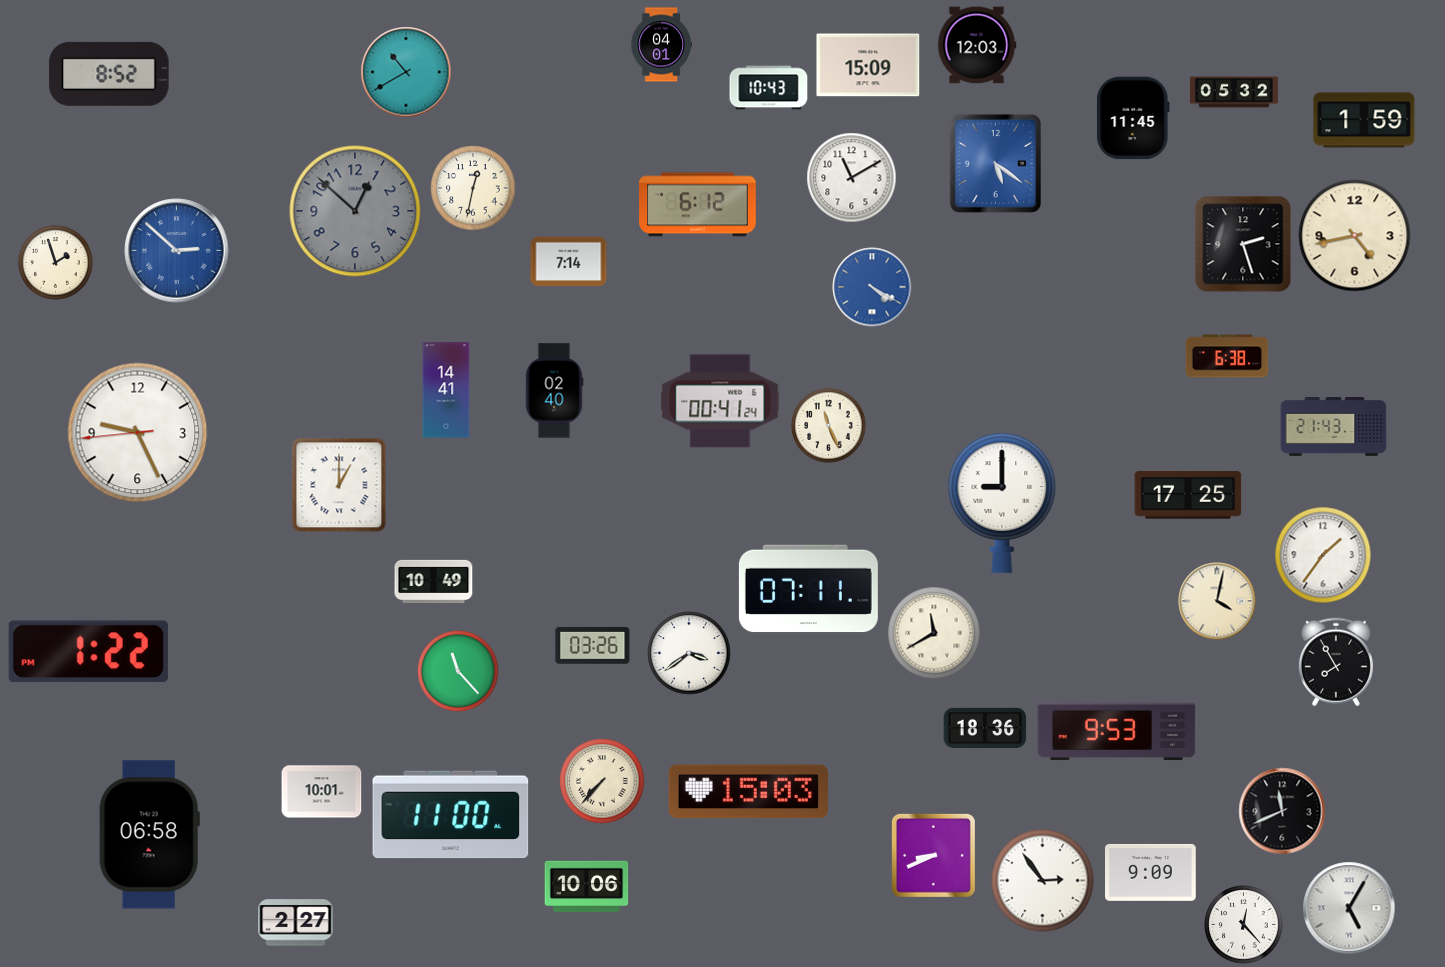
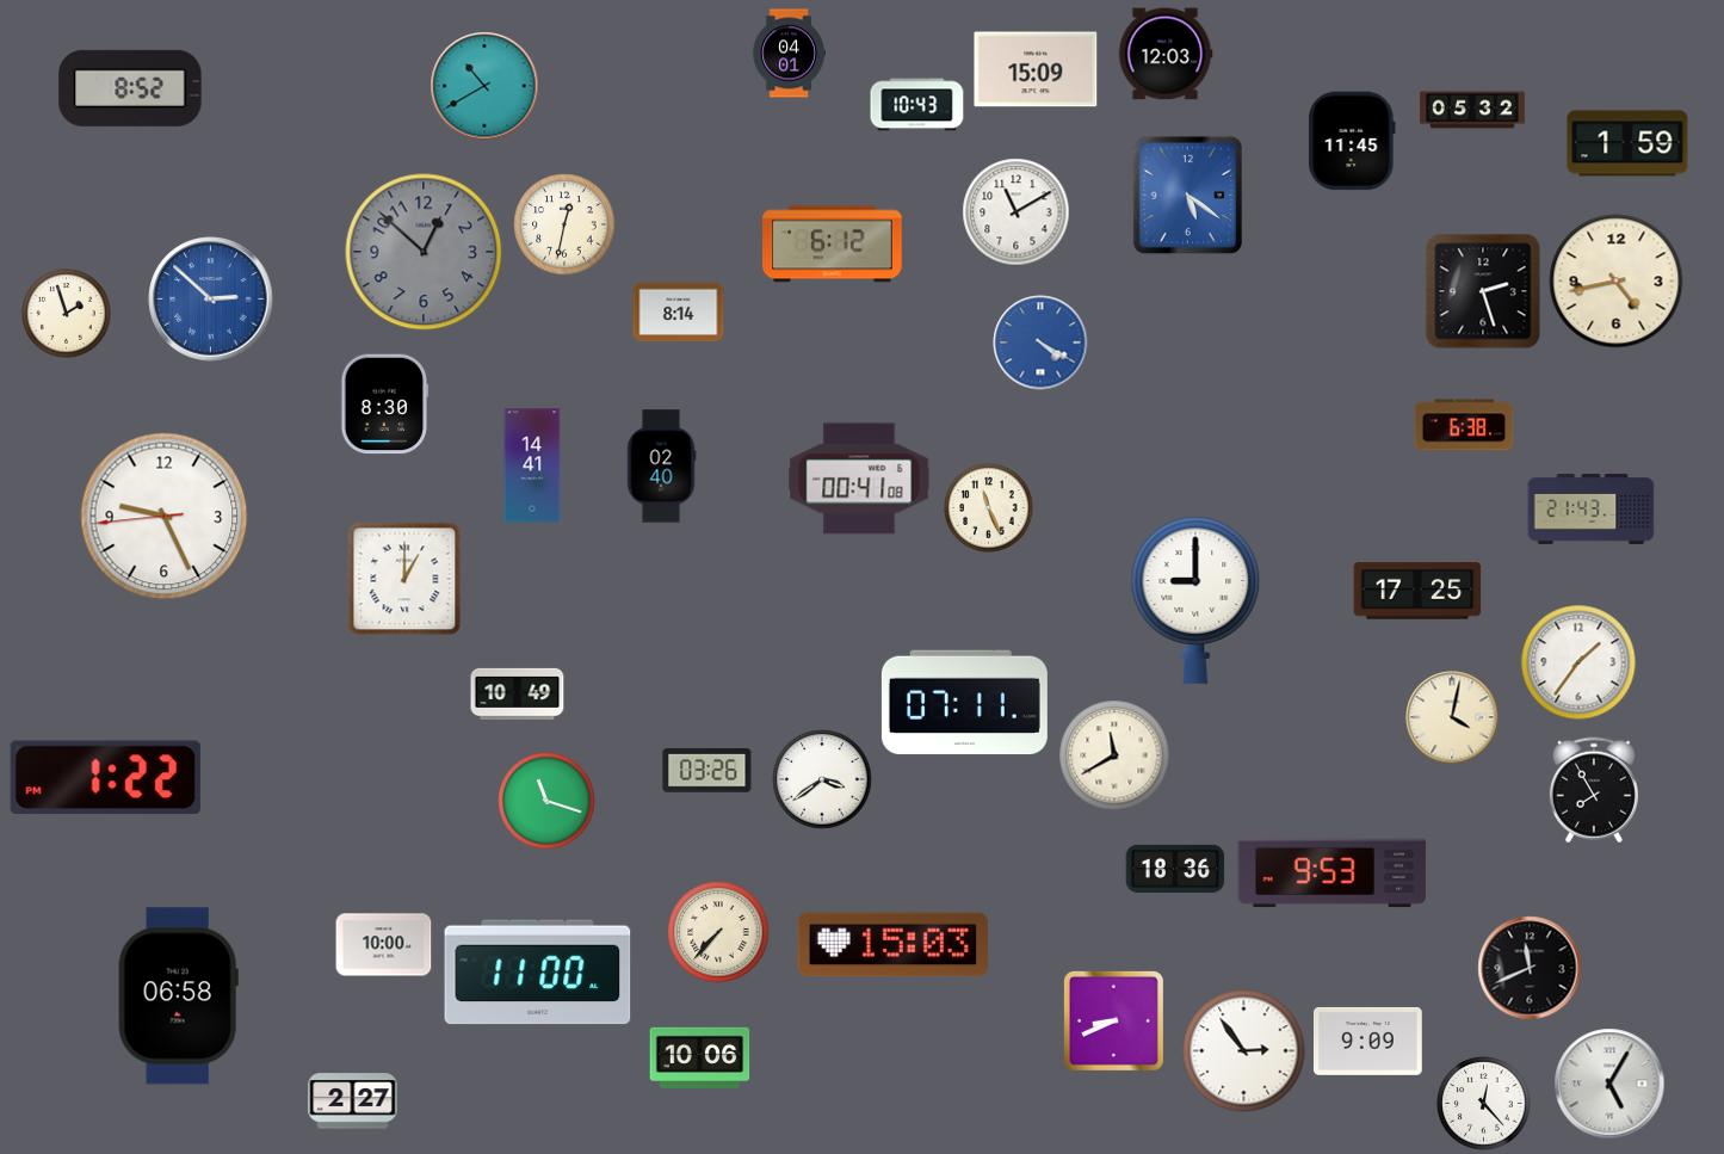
clock at (868, 65) position: (868, 65) -> (1036, 69)
clock at (569, 262): 7:14 -> 8:14
clock at (385, 405): none -> 8:30
clock at (720, 401): 00:41:24 -> 00:41:08
clock at (458, 671): 11:23 -> 11:18
clock at (322, 792): 10:01 -> 10:00
clock at (1151, 872) position: (1151, 872) -> (1368, 1041)
